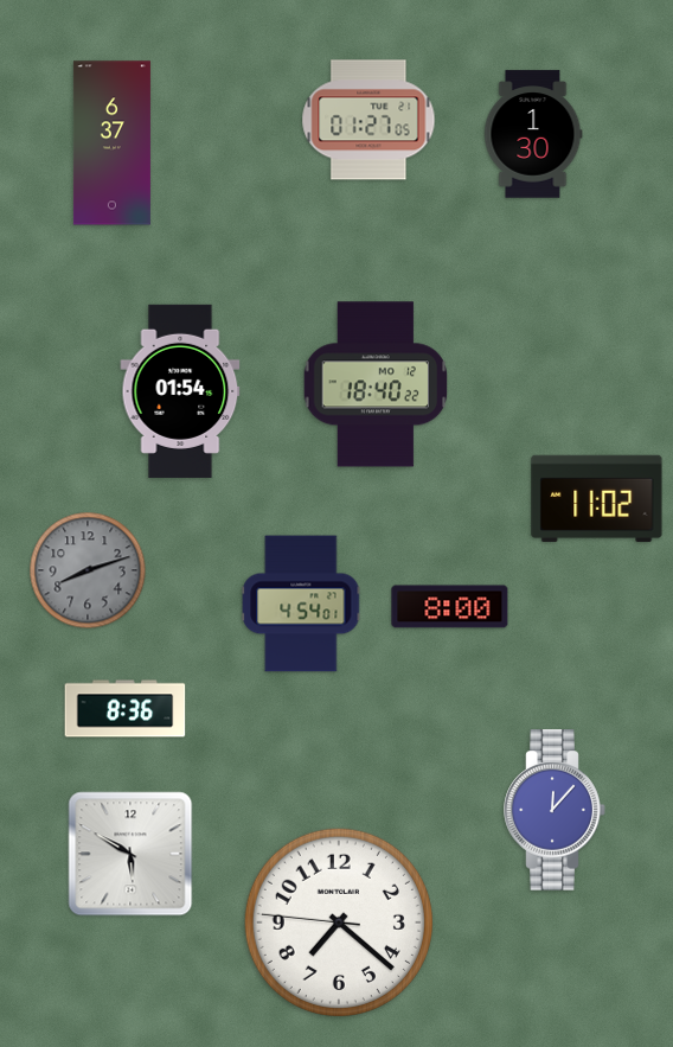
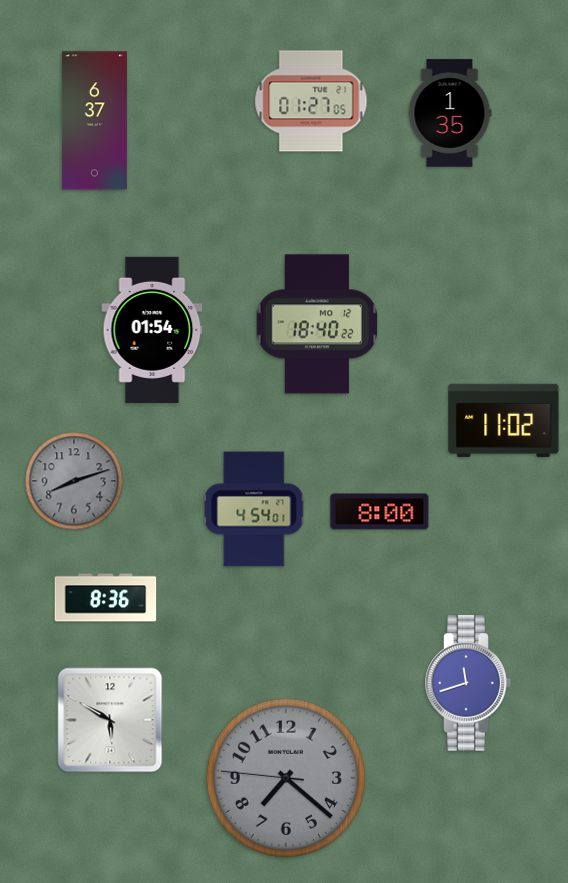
clock at (533, 134): 1:30 -> 1:35
clock at (555, 810): 12:07 -> 11:42
clock at (339, 922) dial: white -> grey
